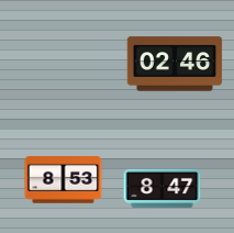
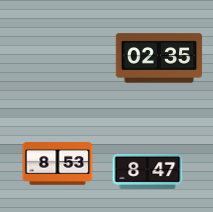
clock at (175, 64): 02:46 -> 02:35
